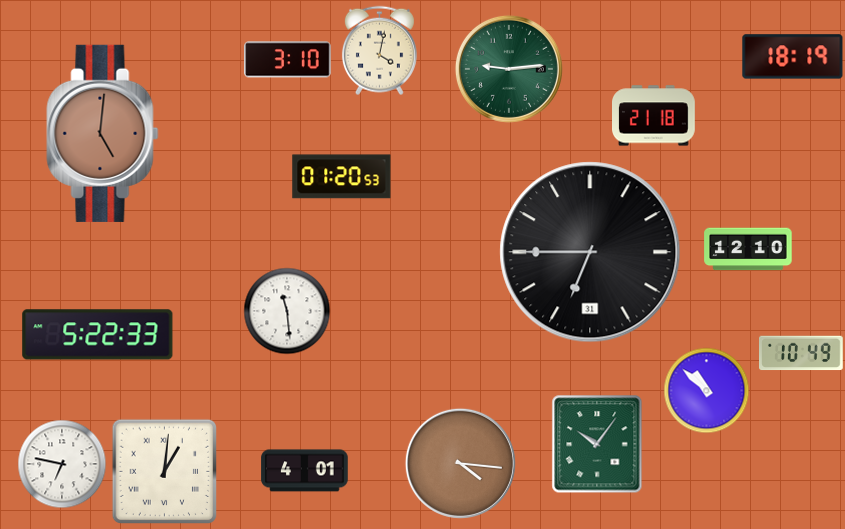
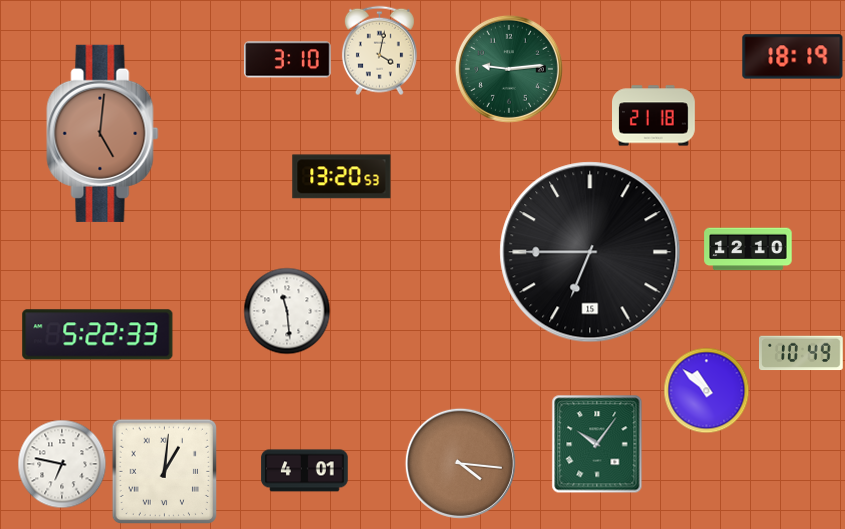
clock at (342, 177): 01:20 -> 13:20
clock at (590, 252) date: 31 -> 15
